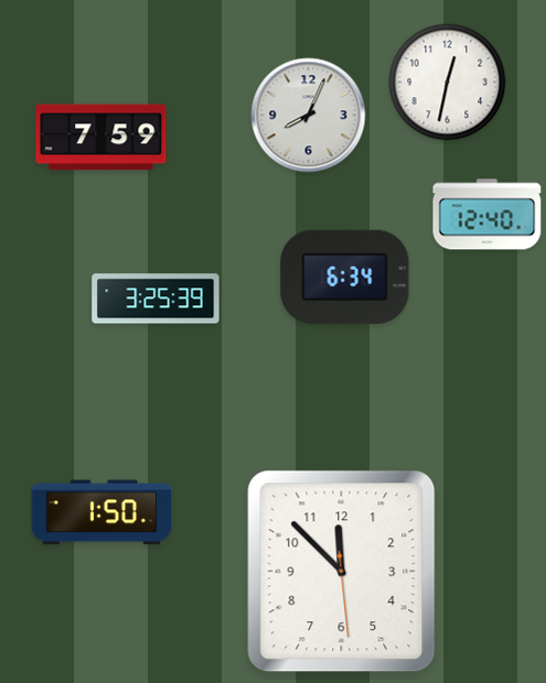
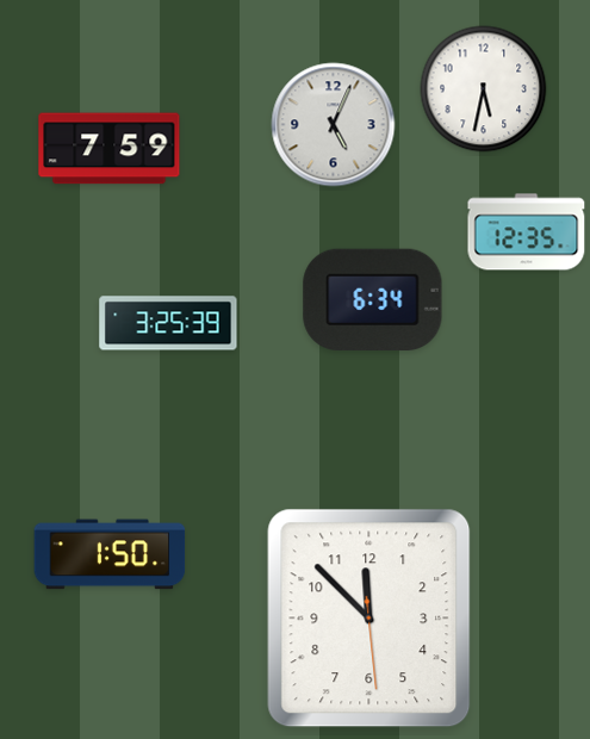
clock at (448, 83): 12:32 -> 5:32
clock at (309, 116): 8:04 -> 5:04
clock at (488, 215): 12:40 -> 12:35
